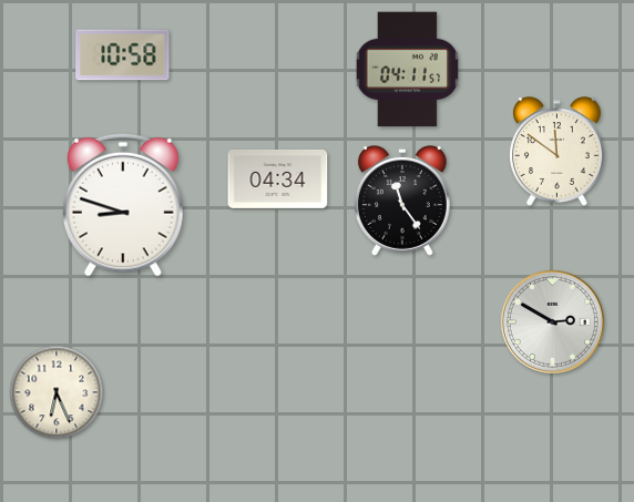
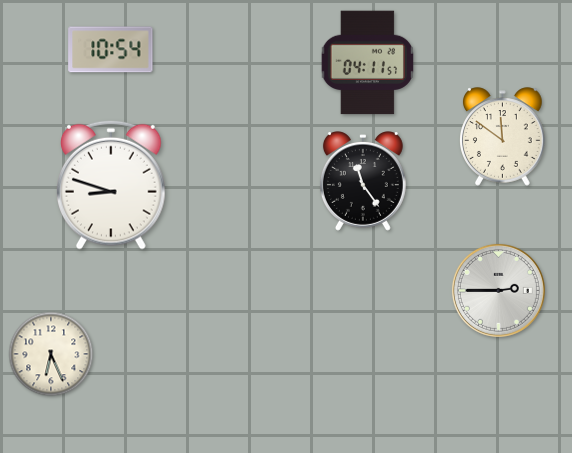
clock at (123, 55): 10:58 -> 10:54
clock at (278, 178): 04:34 -> none
clock at (552, 321): 2:50 -> 2:45
